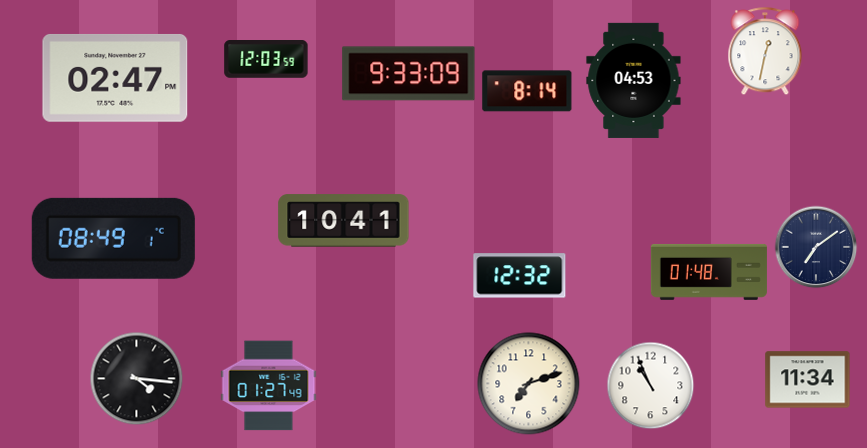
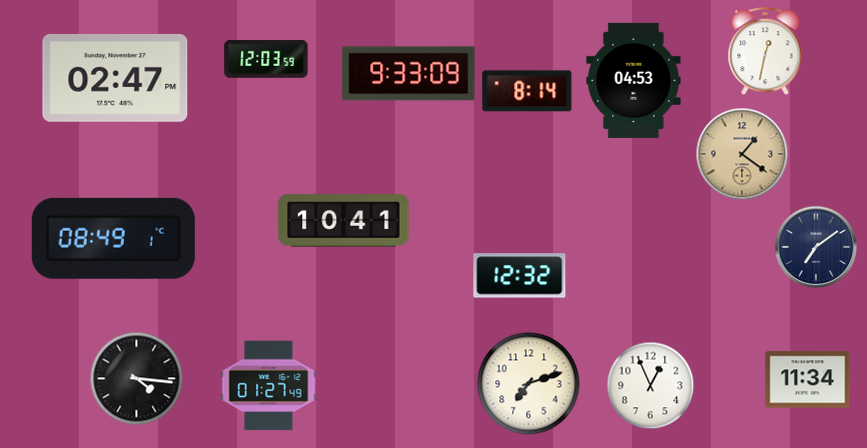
clock at (742, 154): none -> 1:21
clock at (709, 272): 01:48 -> none
clock at (650, 385): 10:56 -> 12:56
